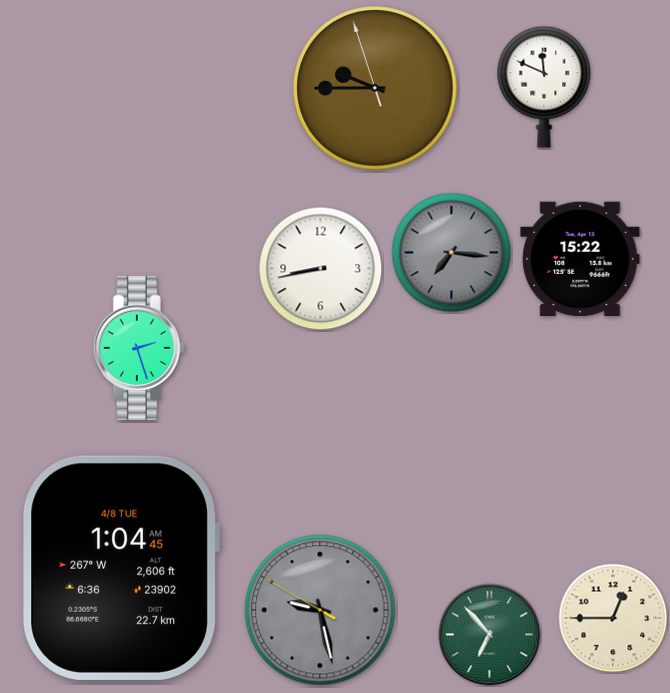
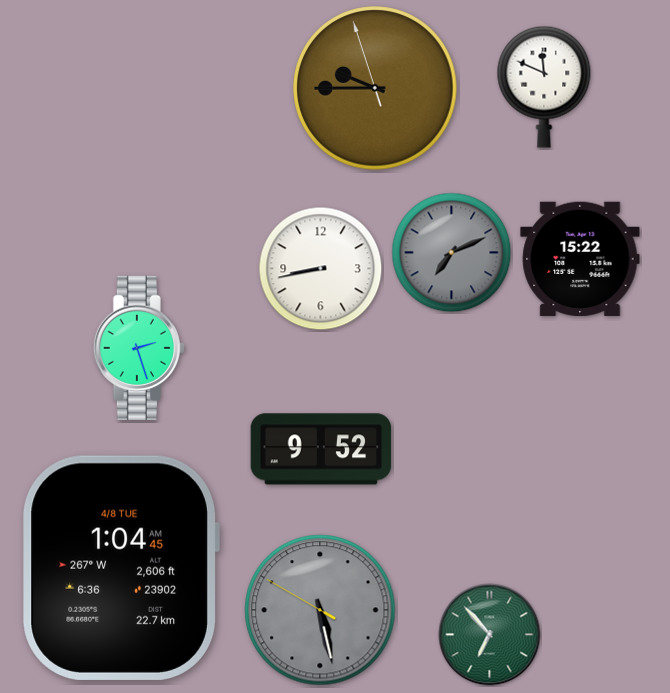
clock at (452, 253): 7:16 -> 7:11
clock at (321, 449): none -> 9:52
clock at (320, 610): 9:27 -> 5:27
clock at (613, 618): 12:45 -> none
